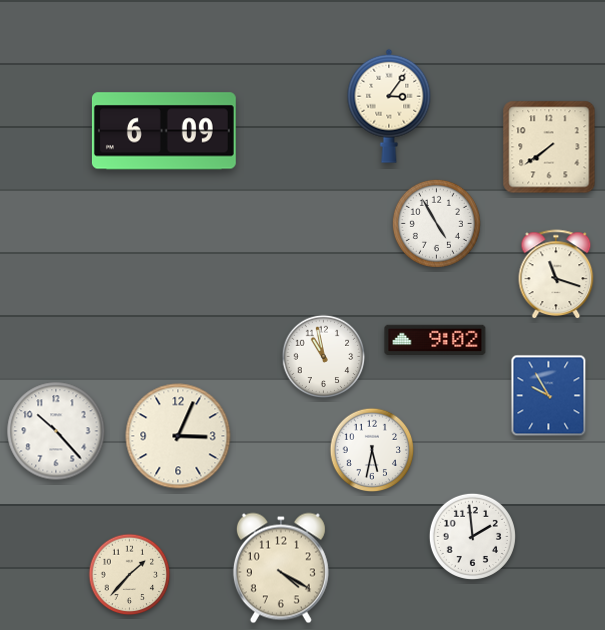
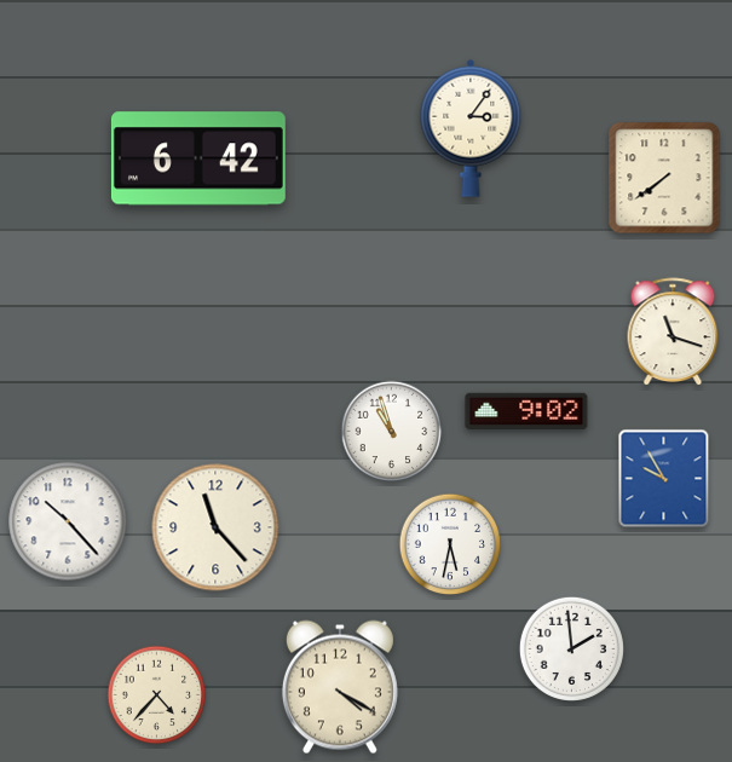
clock at (164, 131): 6:09 -> 6:42
clock at (436, 223): 4:55 -> none
clock at (324, 357): 10:58 -> 10:57
clock at (178, 436): 3:04 -> 11:23
clock at (130, 575): 1:37 -> 4:37
